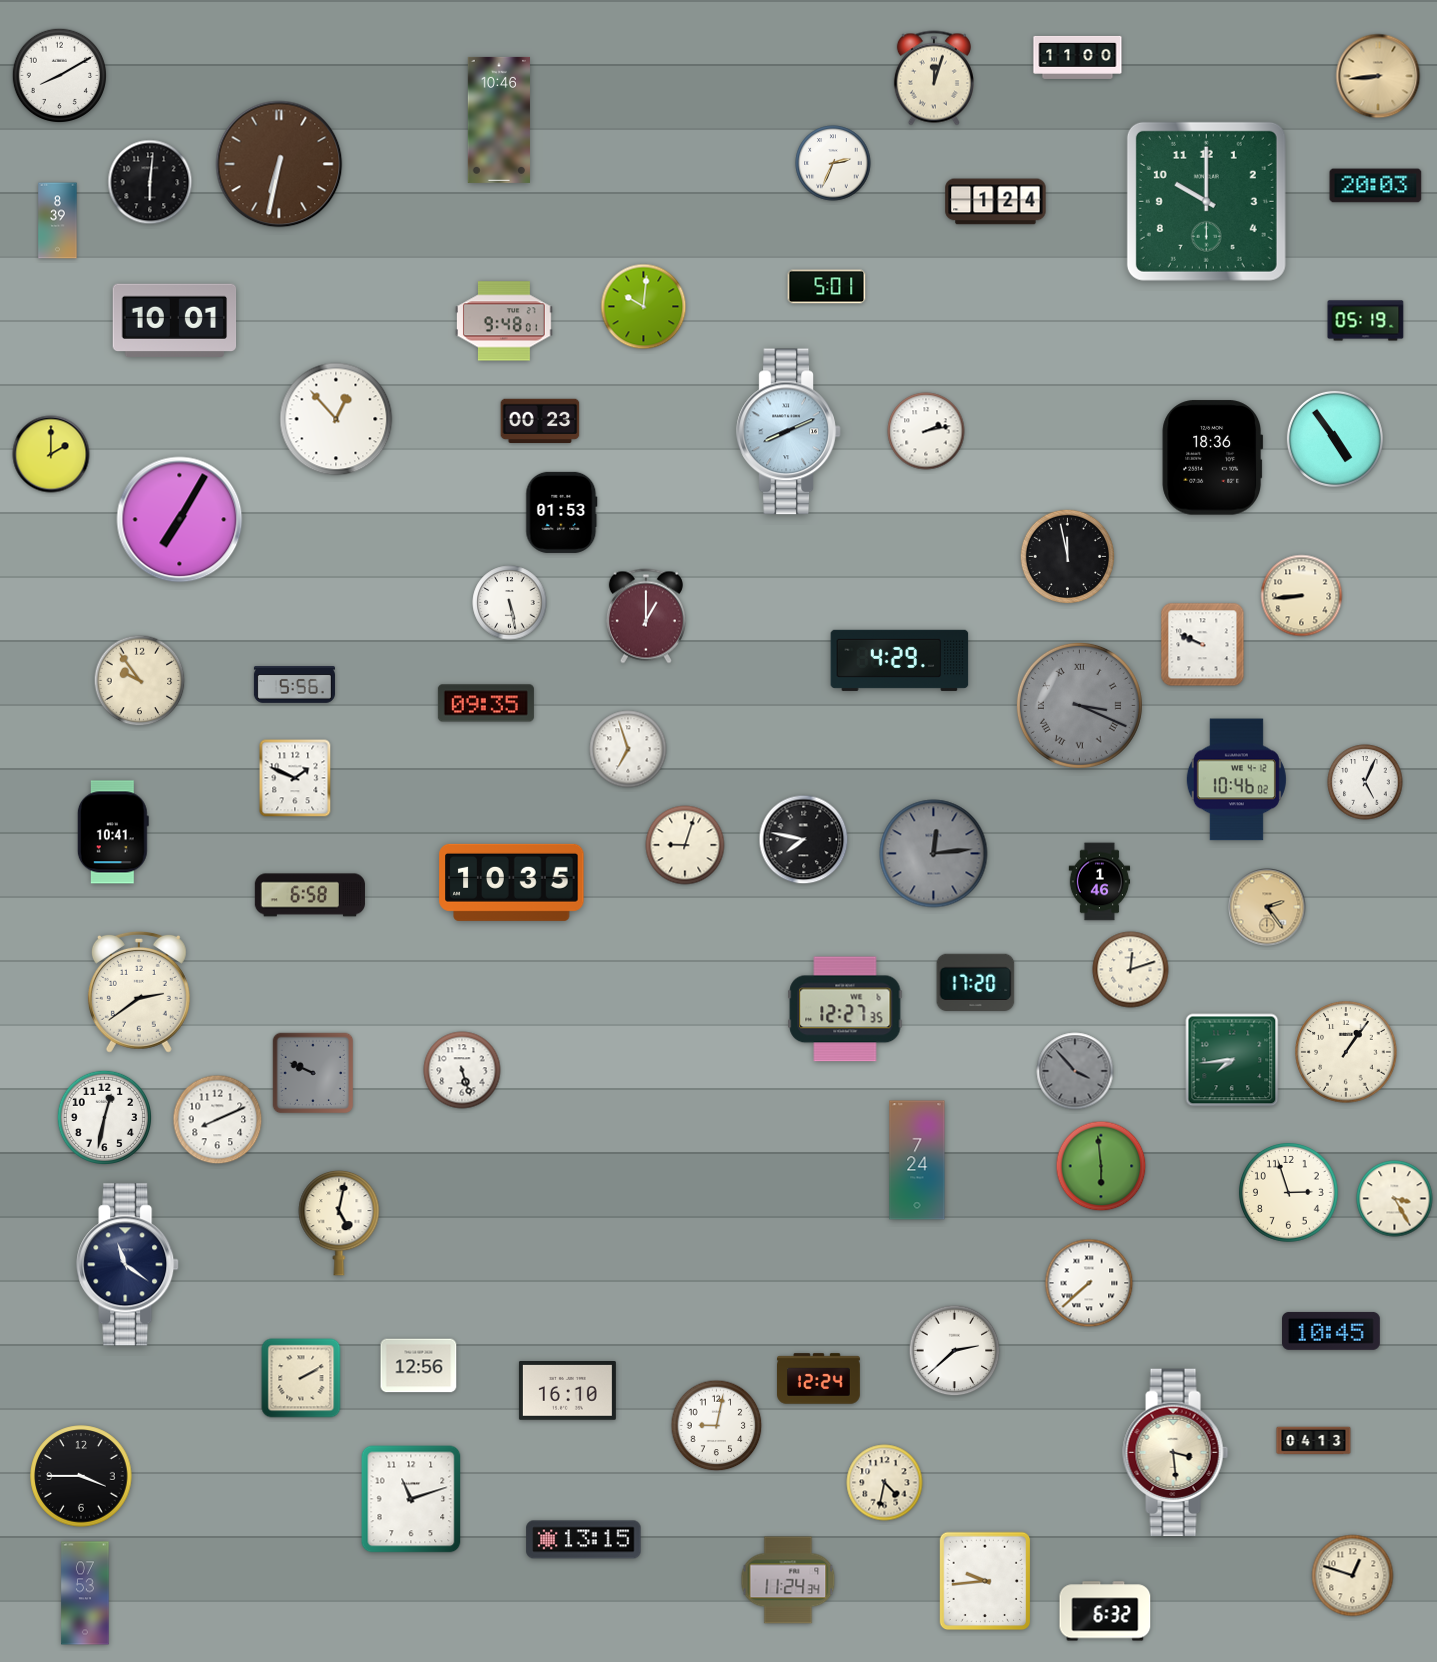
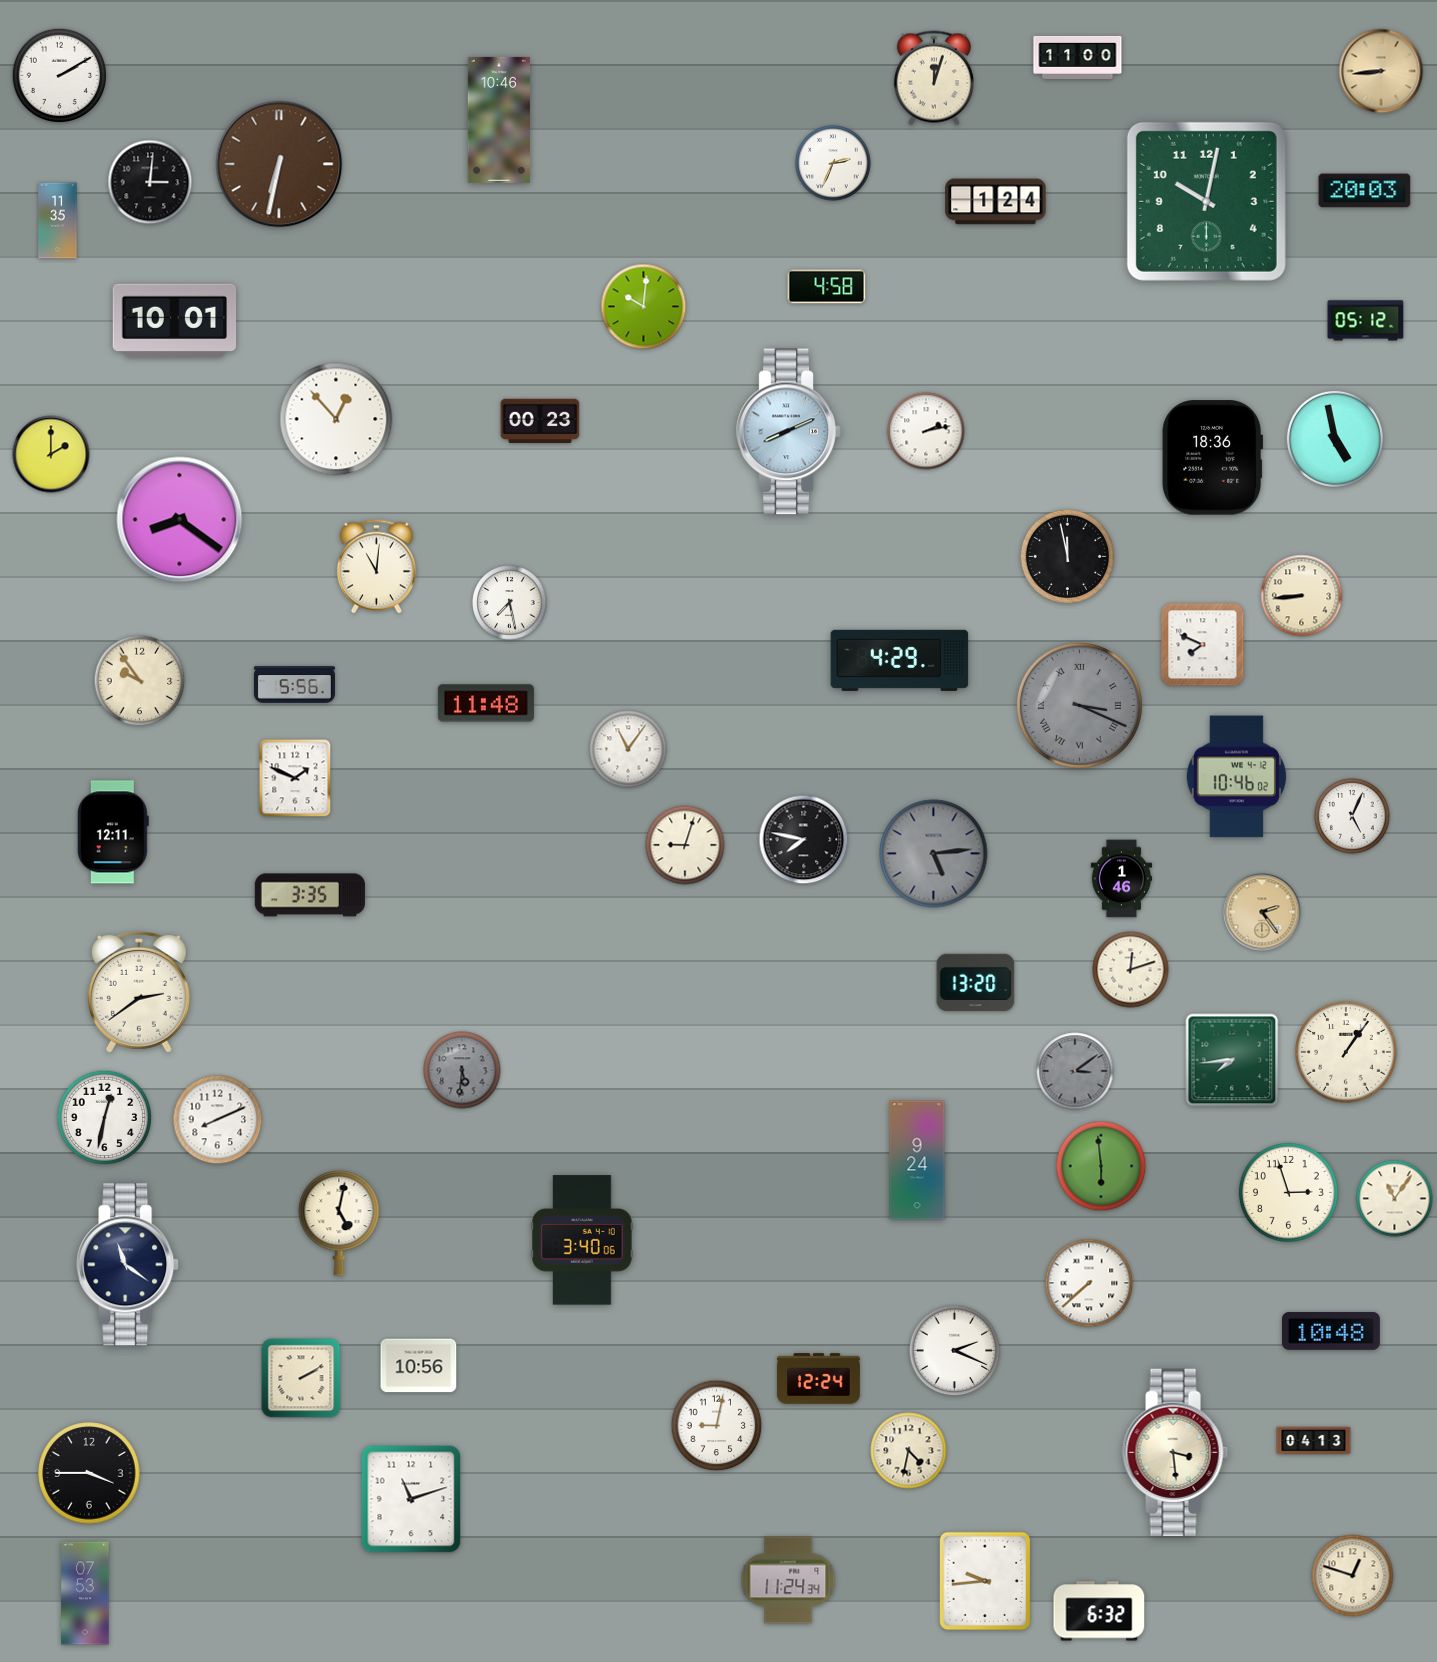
clock at (59, 75): 8:10 -> 2:10
clock at (1378, 76) position: (1378, 76) -> (1381, 71)
clock at (150, 182): 6:01 -> 3:01
clock at (1376, 186) position: (1376, 186) -> (1365, 191)
clock at (1206, 201): 10:00 -> 10:02
clock at (58, 221): 8:39 -> 11:35
clock at (827, 287): 5:01 -> 4:58
clock at (504, 321): 9:48 -> none
clock at (1366, 321): 05:19 -> 05:12
clock at (1335, 439): 4:54 -> 4:58
clock at (562, 512): 01:53 -> none
clock at (180, 520): 7:05 -> 8:21
clock at (376, 567): none -> 11:01
clock at (510, 603): 5:28 -> 7:28
clock at (646, 616): 1:00 -> none
clock at (1203, 645): 9:49 -> 7:49
clock at (486, 703): 09:35 -> 11:48
clock at (628, 749): 6:57 -> 11:06
clock at (1236, 780) position: (1236, 780) -> (1236, 777)
clock at (1365, 782) position: (1365, 782) -> (1352, 816)
clock at (113, 832): 10:41 -> 12:11
clock at (934, 854): 12:14 -> 5:14
clock at (512, 882): 10:35 -> none
clock at (1100, 882) position: (1100, 882) -> (1122, 879)
clock at (310, 895): 6:58 -> 3:35
clock at (1267, 907) position: (1267, 907) -> (1262, 912)
clock at (976, 982): 17:20 -> 13:20
clock at (845, 1009): 12:27 -> none
clock at (462, 1070): 5:27 -> 5:31
clock at (462, 1070) dial: white -> grey
clock at (1075, 1071): 3:53 -> 3:09
clock at (313, 1073): 9:49 -> none
clock at (917, 1160): 7:24 -> 9:24
clock at (1395, 1199): 3:25 -> 11:06
clock at (582, 1240): none -> 3:40
clock at (1332, 1331): 10:45 -> 10:48
clock at (955, 1351): 2:38 -> 2:19
clock at (419, 1366): 12:56 -> 10:56
clock at (567, 1391): 16:10 -> none
clock at (81, 1476) position: (81, 1476) -> (89, 1473)
clock at (885, 1483) position: (885, 1483) -> (909, 1451)
clock at (584, 1540): 13:15 -> none
clock at (1105, 1611) position: (1105, 1611) -> (1099, 1611)
